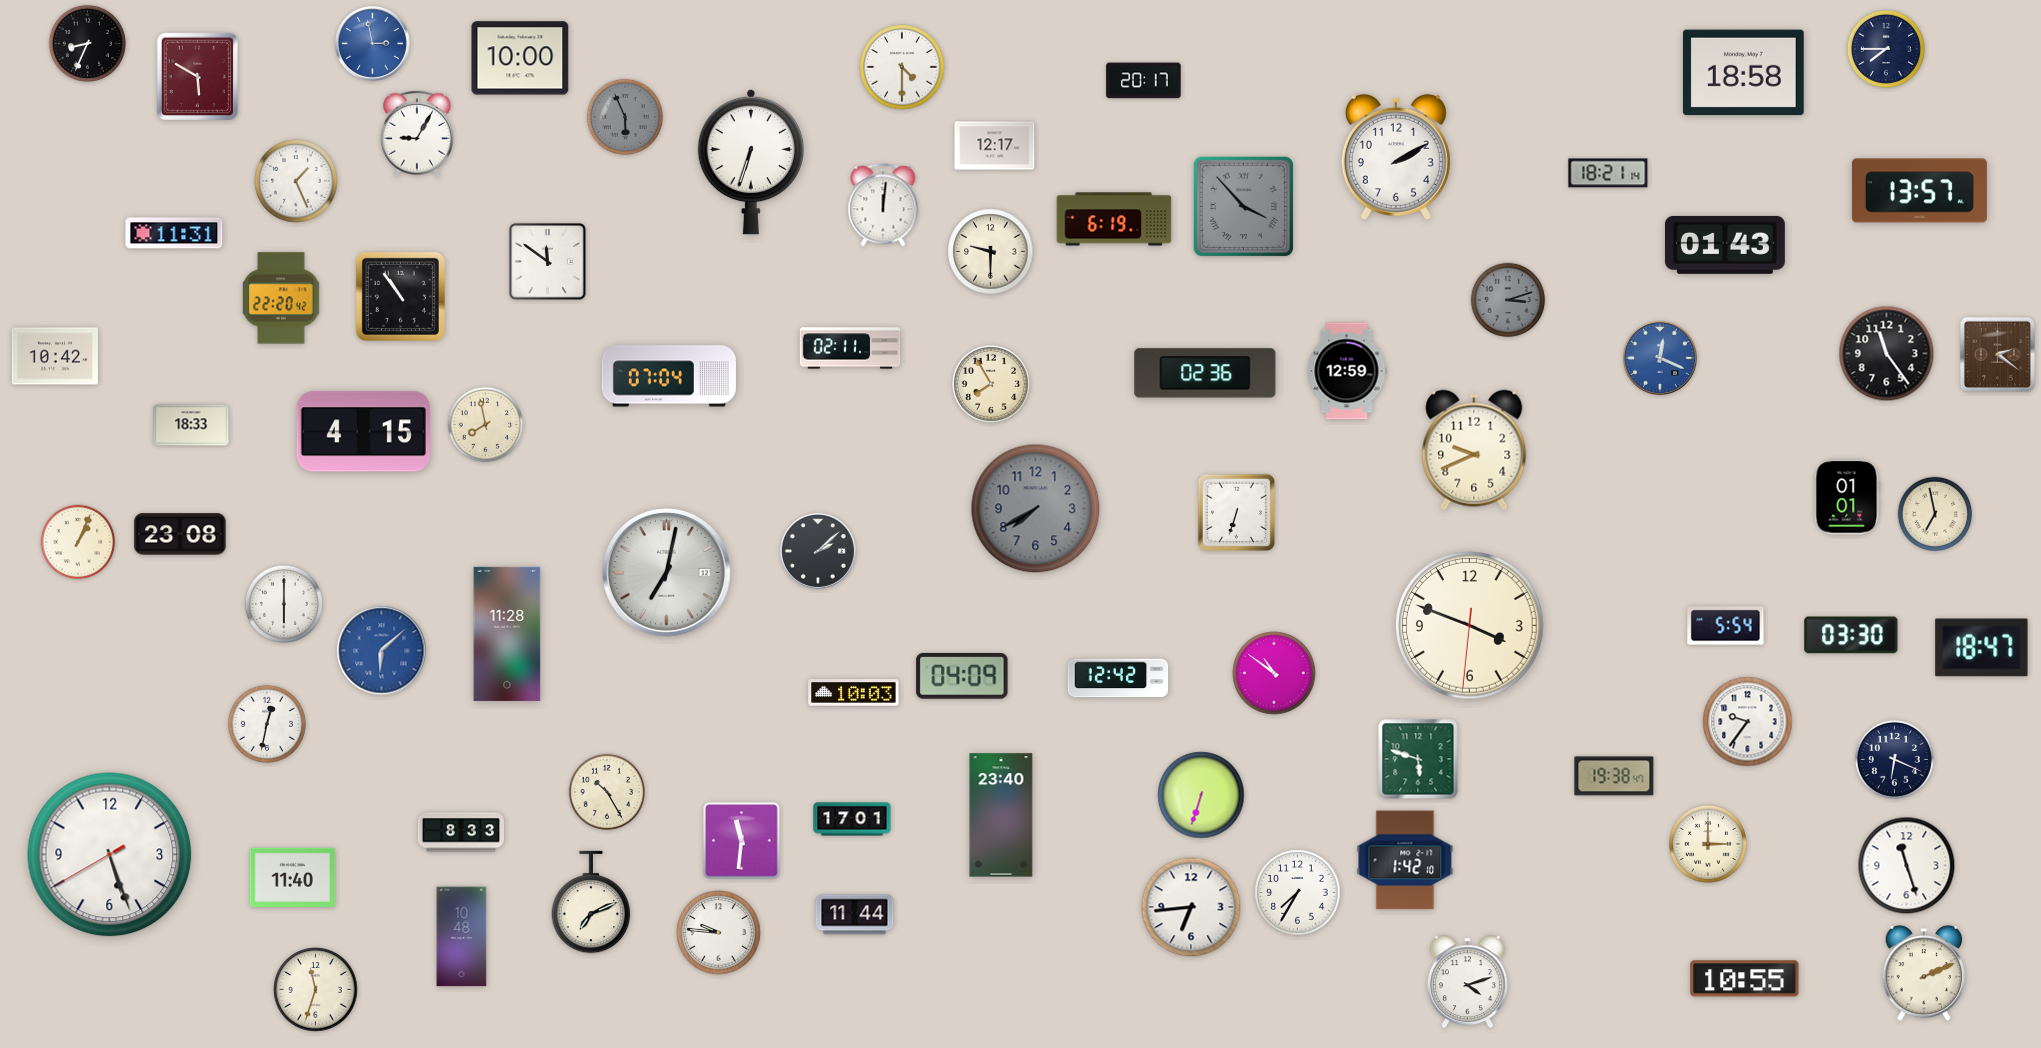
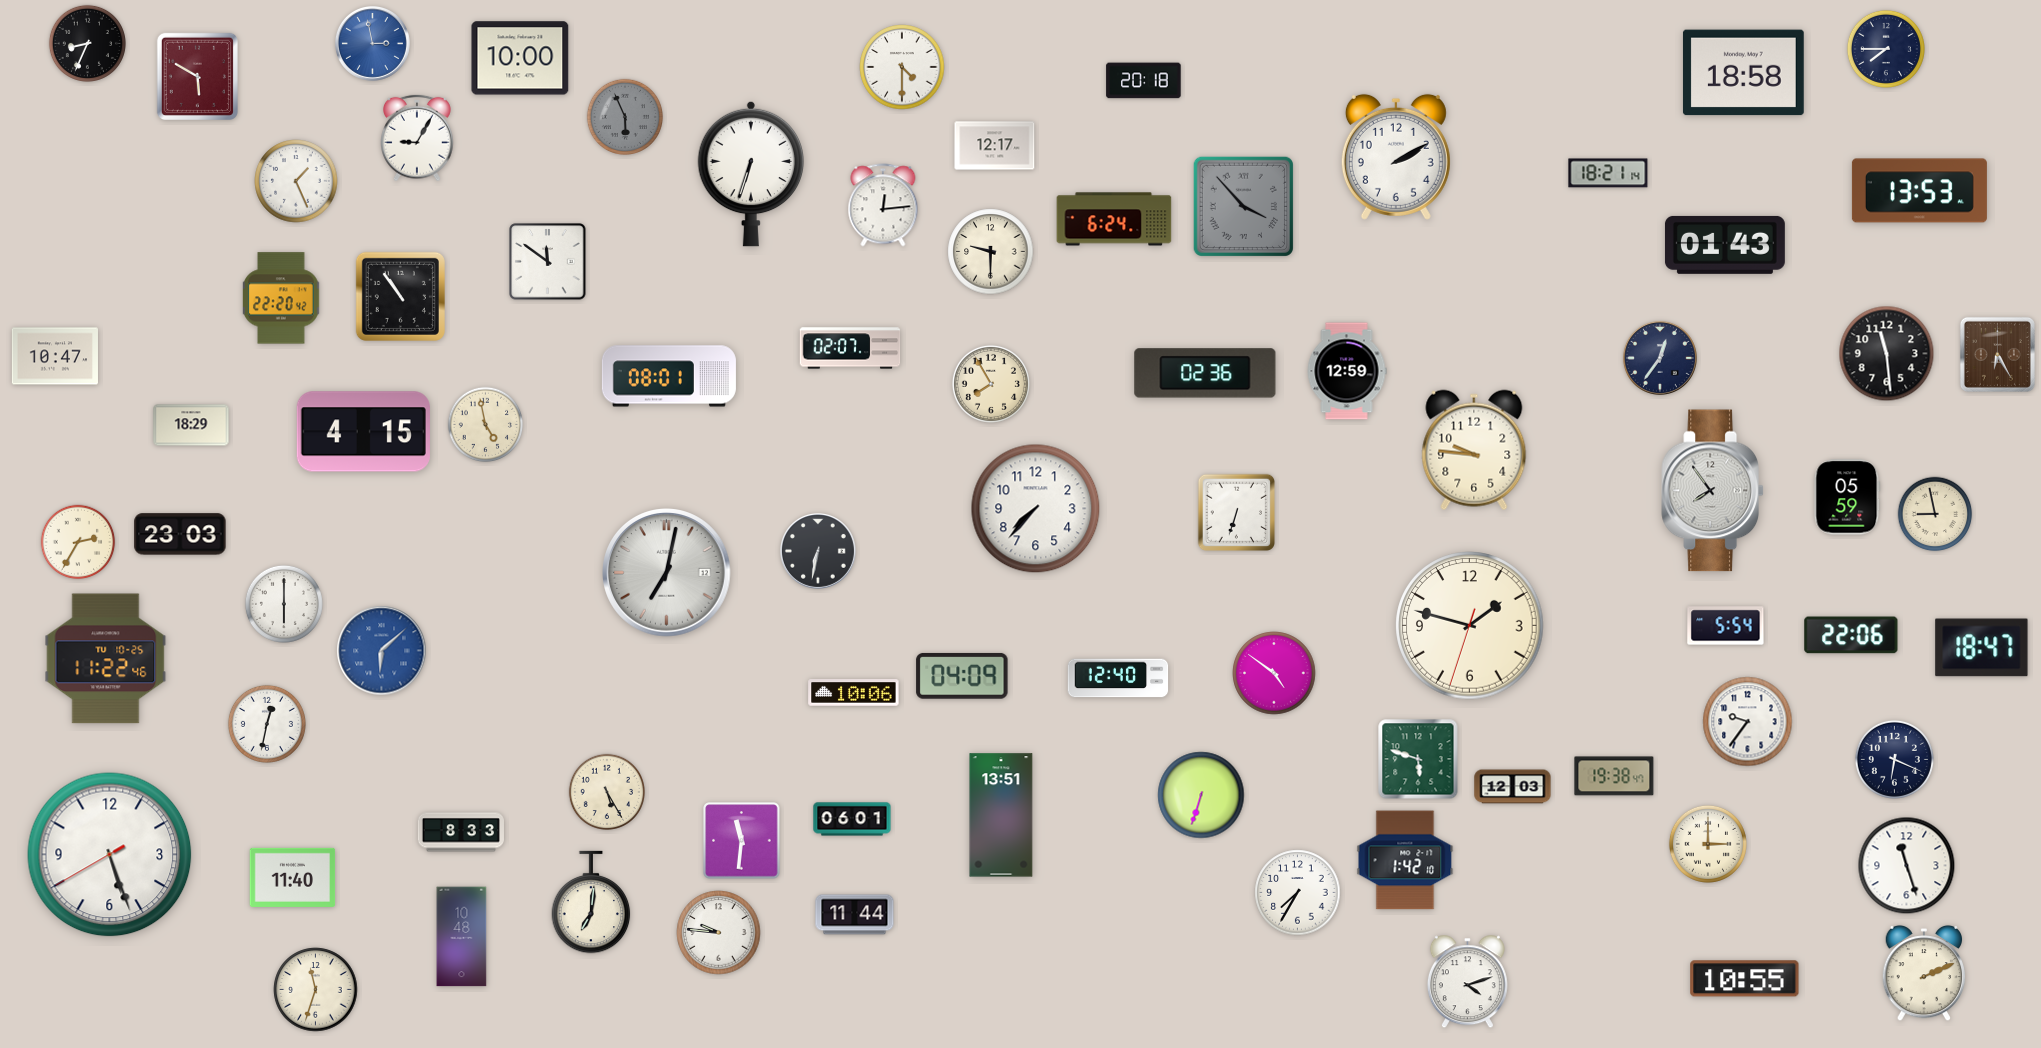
clock at (1144, 81): 20:17 -> 20:18
clock at (418, 134) position: (418, 134) -> (418, 138)
clock at (751, 162) position: (751, 162) -> (751, 174)
clock at (1919, 191): 13:57 -> 13:53
clock at (883, 205): 12:01 -> 12:14
clock at (1114, 219): 6:19 -> 6:24
clock at (174, 233): 11:31 -> none
clock at (1508, 300): 3:12 -> none
clock at (850, 348): 02:11 -> 02:07
clock at (1887, 354): 11:24 -> 11:29
clock at (1997, 354): 2:21 -> 6:25
clock at (55, 356): 10:42 -> 10:47
clock at (1660, 358): 12:19 -> 12:36
clock at (1660, 358) dial: blue -> navy
clock at (669, 376): 07:04 -> 08:01
clock at (191, 425): 18:33 -> 18:29
clock at (486, 425): 7:58 -> 4:58
clock at (1474, 450): 9:41 -> 9:46
clock at (1712, 491): none -> 7:54
clock at (1847, 497): 01:01 -> 05:59
clock at (1036, 509): 7:40 -> 7:37
clock at (1036, 509) dial: grey -> white
clock at (1935, 514): 6:58 -> 8:58
clock at (180, 534): 23:08 -> 23:03
clock at (78, 542): 1:04 -> 2:35
clock at (818, 551): 2:08 -> 6:32
clock at (1470, 626): 3:48 -> 1:47
clock at (507, 634): 11:28 -> none
clock at (1851, 635): 03:30 -> 22:06
clock at (106, 659): none -> 11:22
clock at (1274, 673): 10:51 -> 4:51
clock at (1118, 678): 12:42 -> 12:40
clock at (854, 693): 10:03 -> 10:06
clock at (1513, 787): none -> 12:03
clock at (606, 791): 10:25 -> 5:25
clock at (1001, 815): 23:40 -> 13:51
clock at (852, 819): 17:01 -> 06:01
clock at (591, 902): 7:11 -> 7:01
clock at (1191, 907): 6:44 -> none
